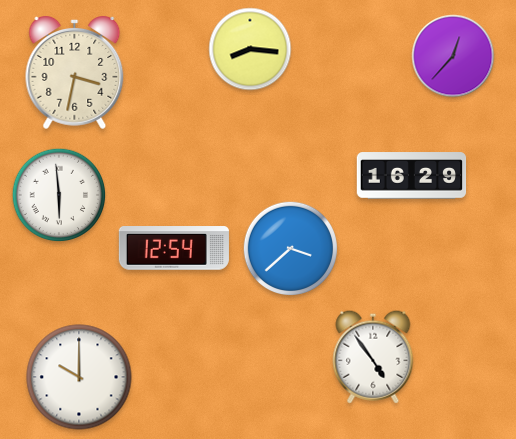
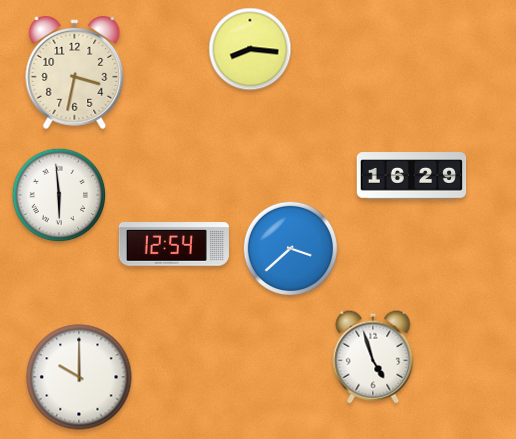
clock at (453, 56): 12:37 -> none
clock at (174, 249) position: (174, 249) -> (174, 245)
clock at (373, 357): 4:54 -> 4:57
